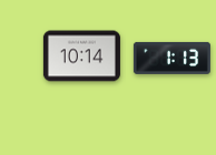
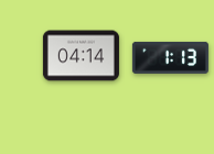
clock at (81, 56): 10:14 -> 04:14
